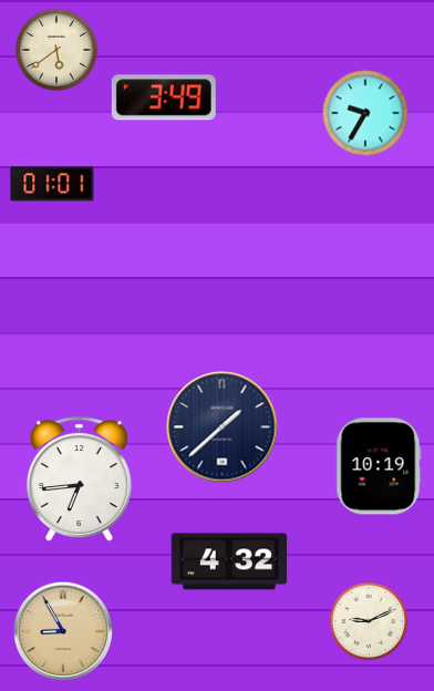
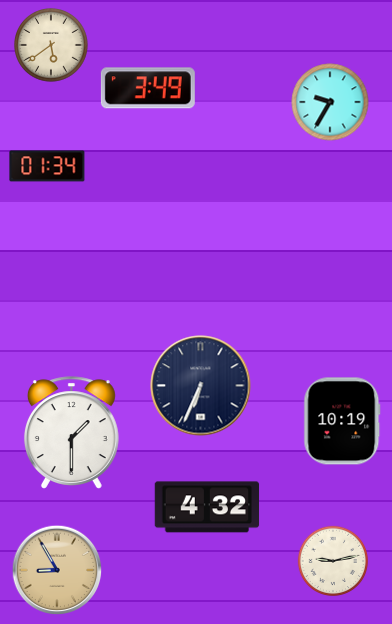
clock at (52, 184): 01:01 -> 01:34
clock at (223, 427): 1:38 -> 6:34
clock at (79, 479): 6:44 -> 1:30
clock at (368, 620): 9:11 -> 9:13
